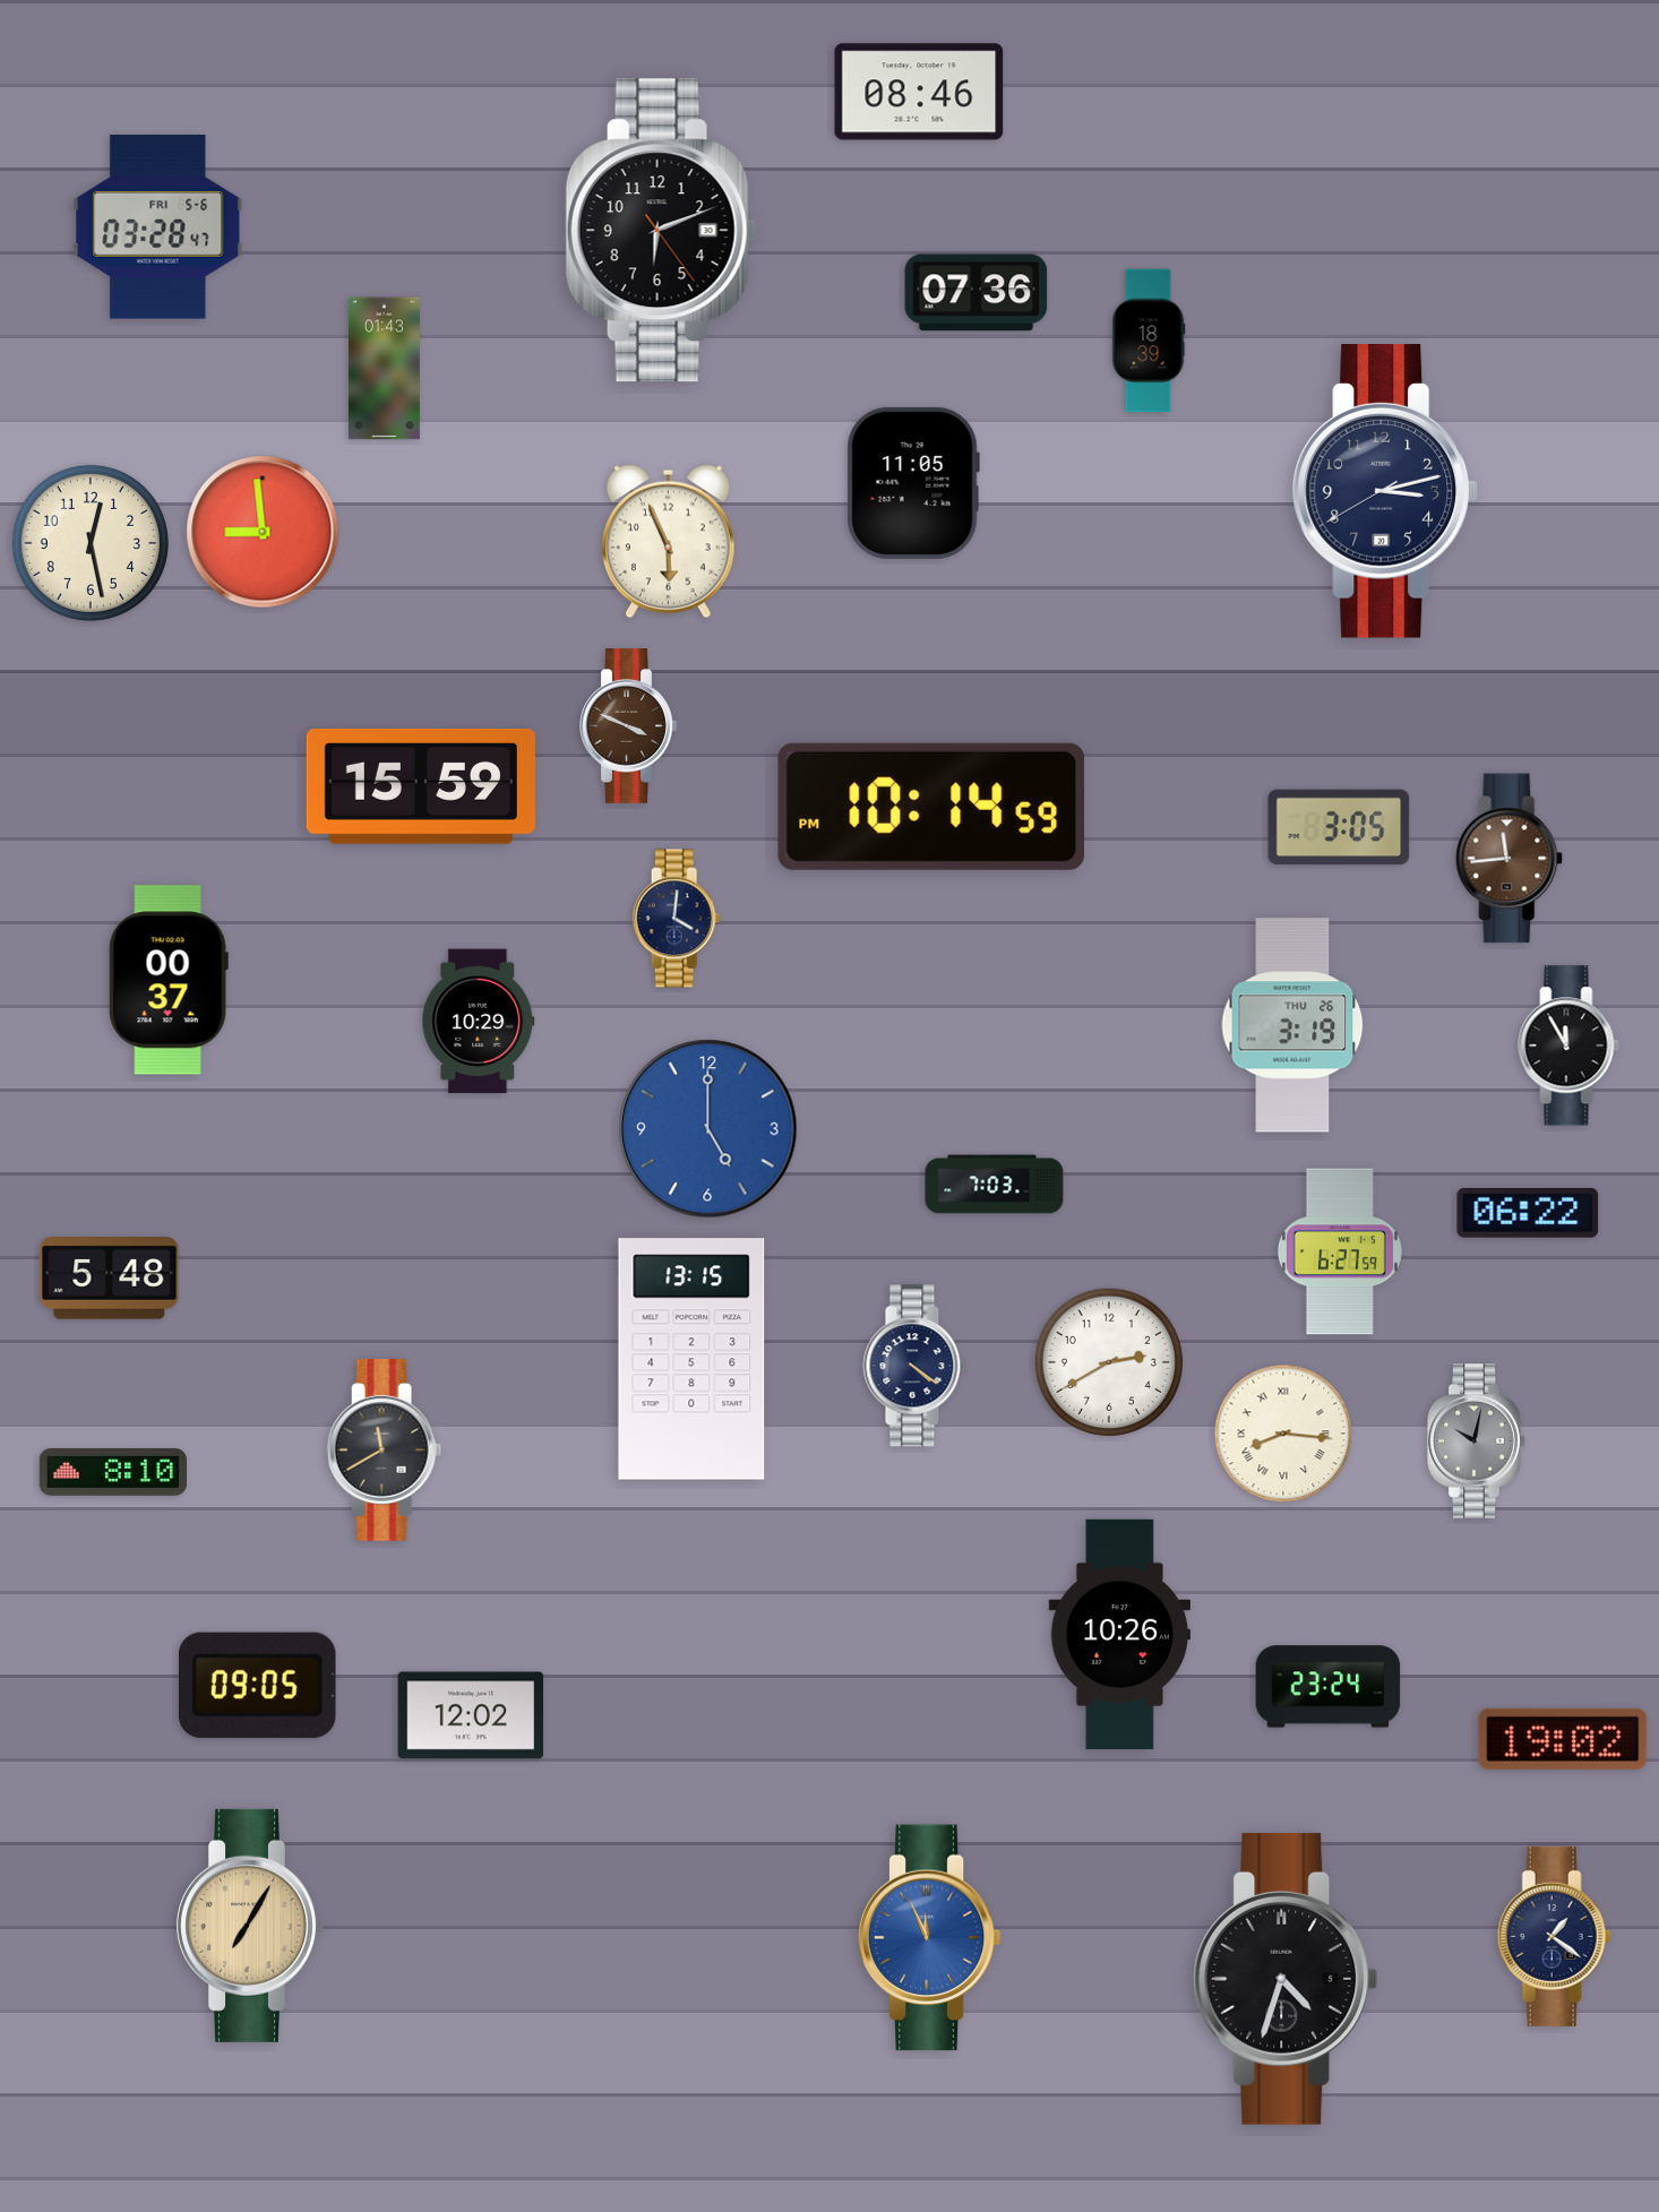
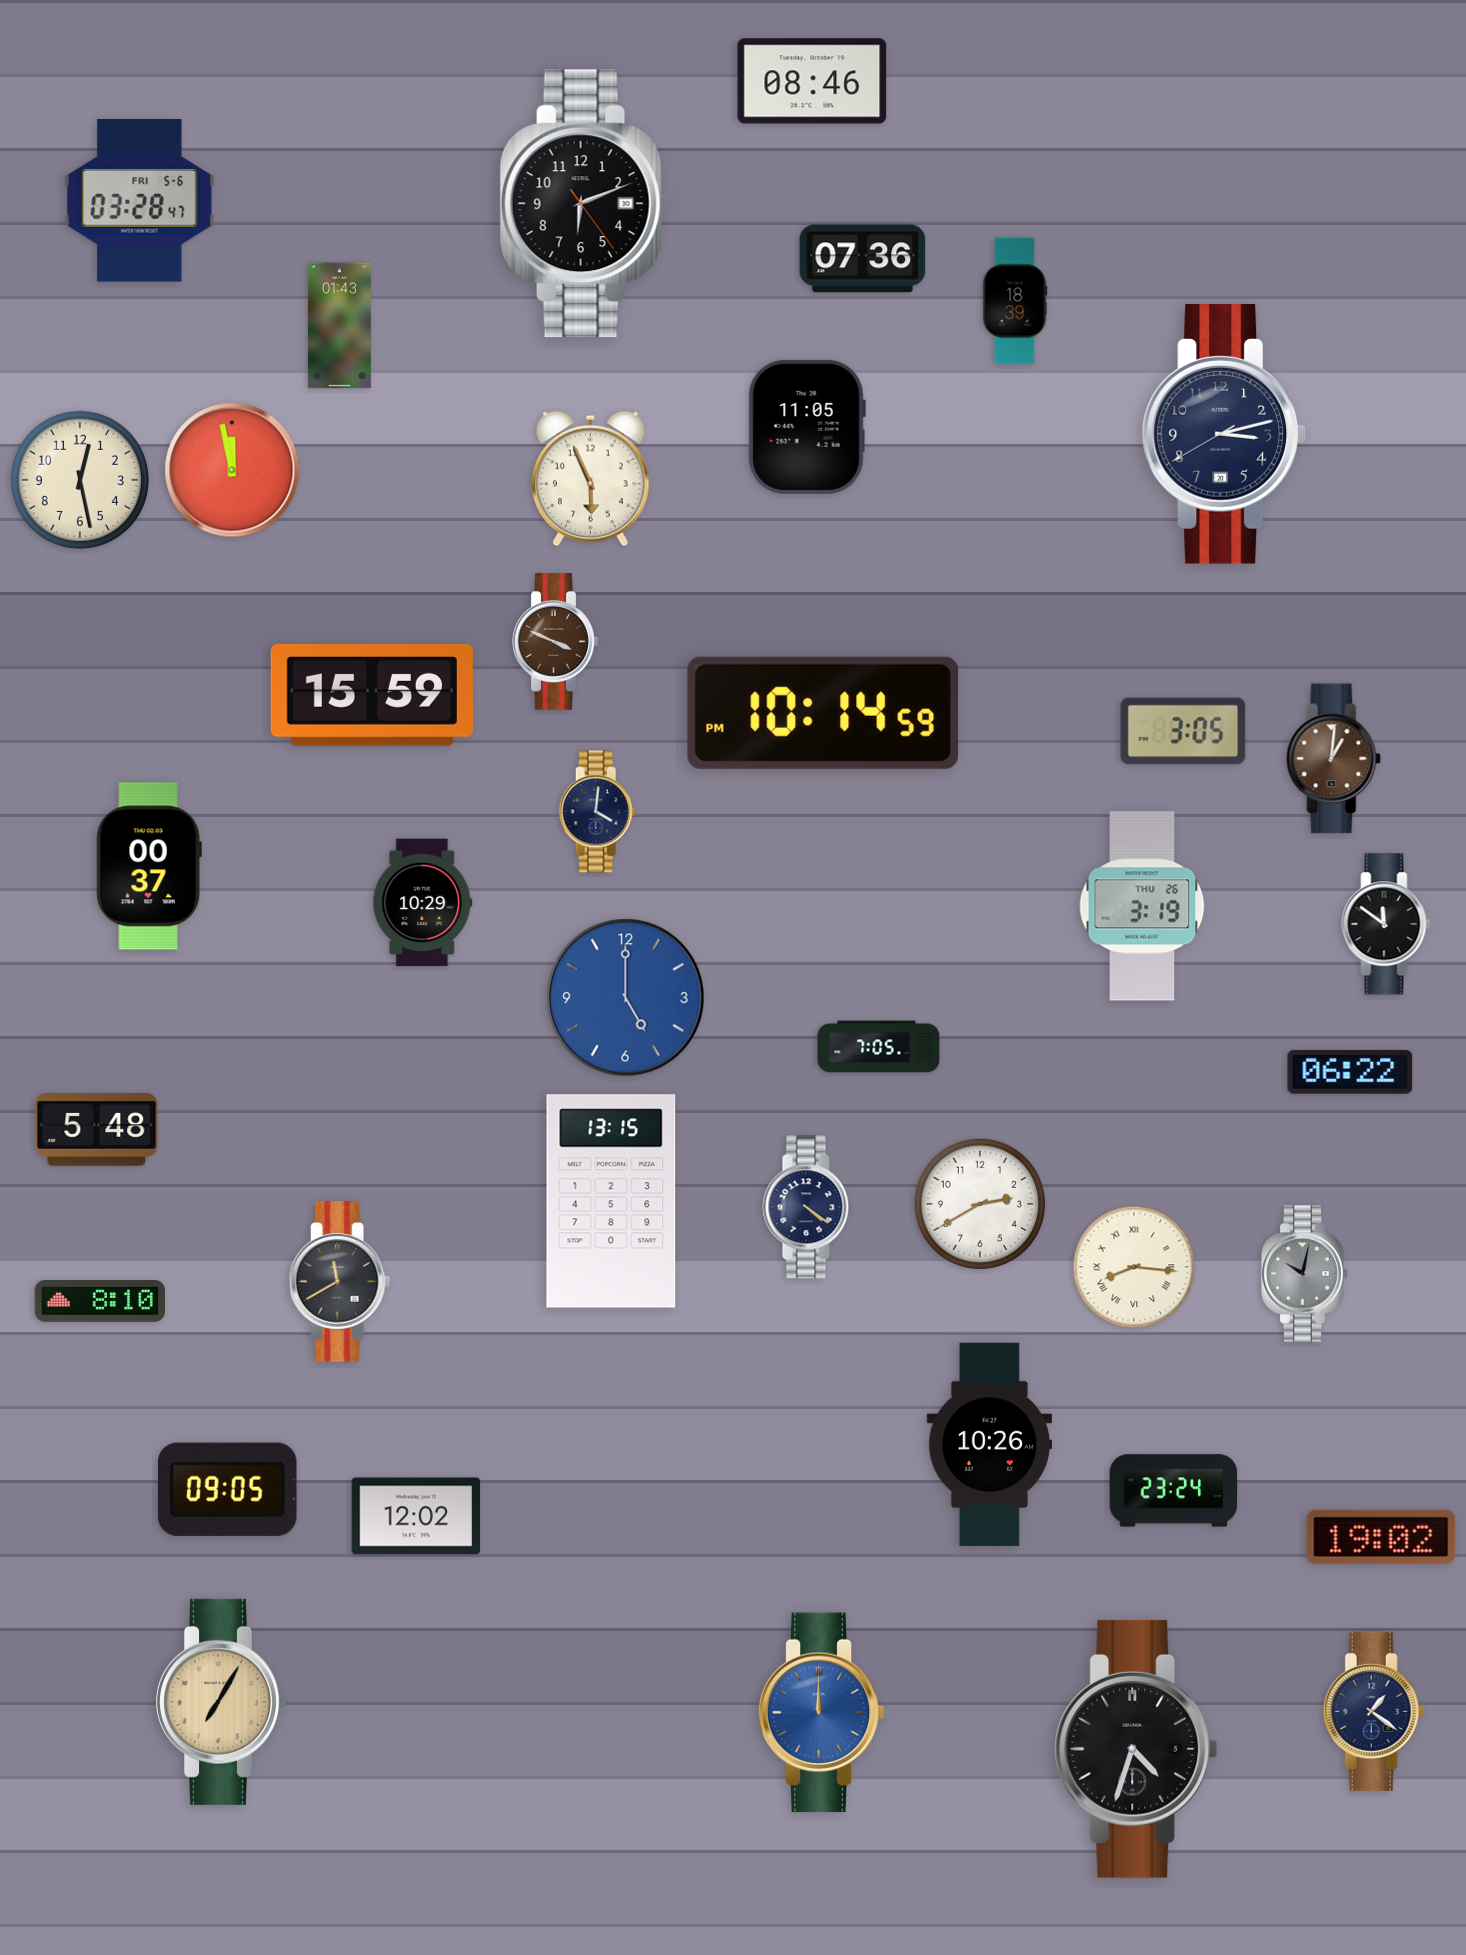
clock at (263, 532): 8:59 -> 11:58
clock at (1510, 859): 11:44 -> 1:01
clock at (1568, 1045): 11:55 -> 11:51
clock at (995, 1185): 7:03 -> 7:05
clock at (1340, 1251): 6:27 -> none
clock at (929, 1938): 11:56 -> 12:00
